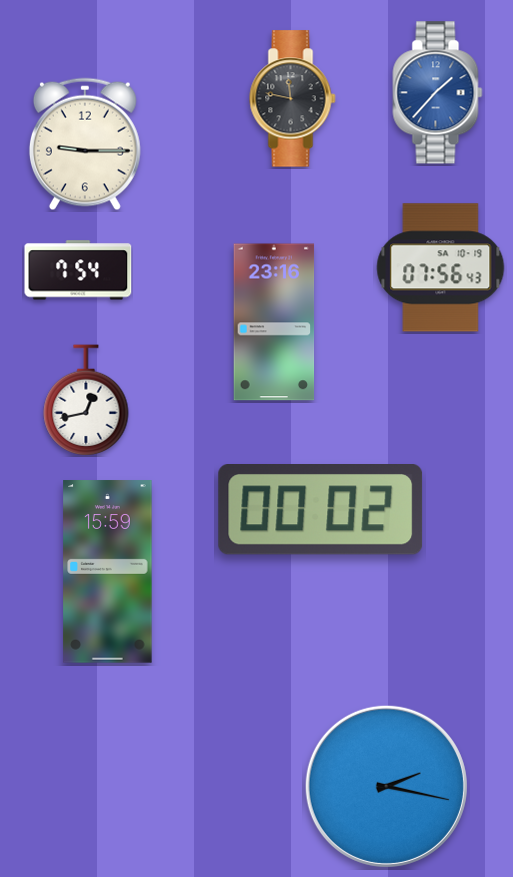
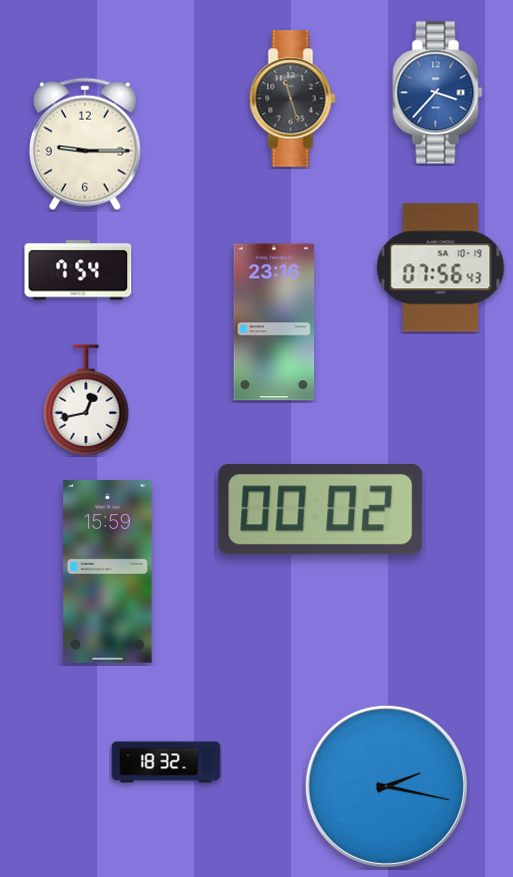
clock at (438, 93): 1:37 -> 3:37
clock at (293, 99): 11:47 -> 11:27
clock at (166, 762): none -> 18:32
